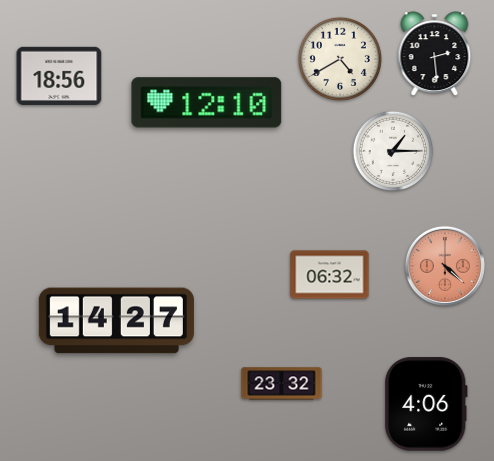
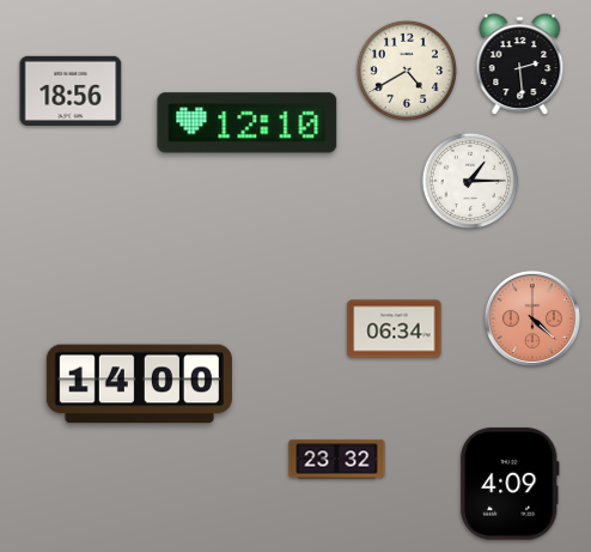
clock at (330, 275): 06:32 -> 06:34
clock at (116, 321): 14:27 -> 14:00
clock at (426, 404): 4:06 -> 4:09
